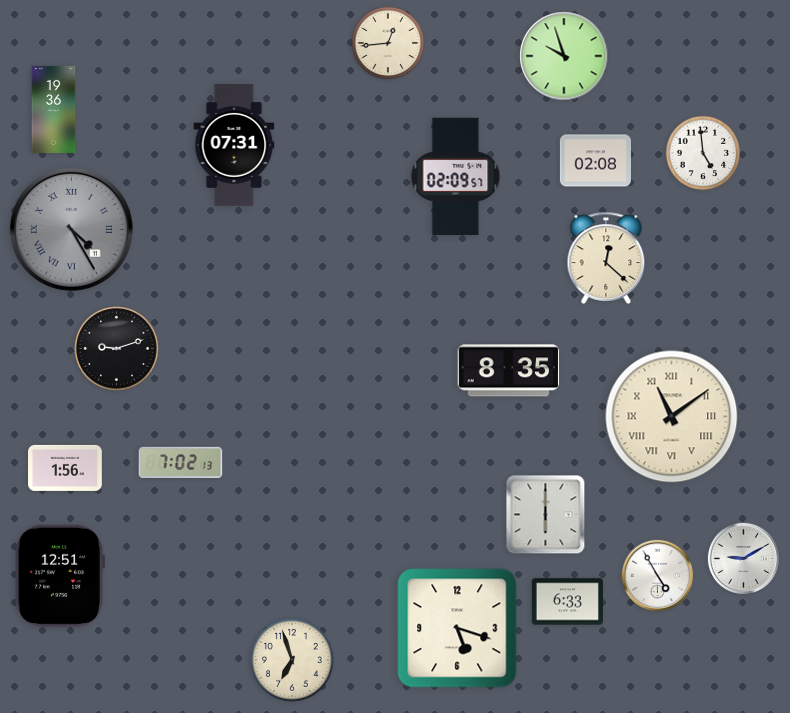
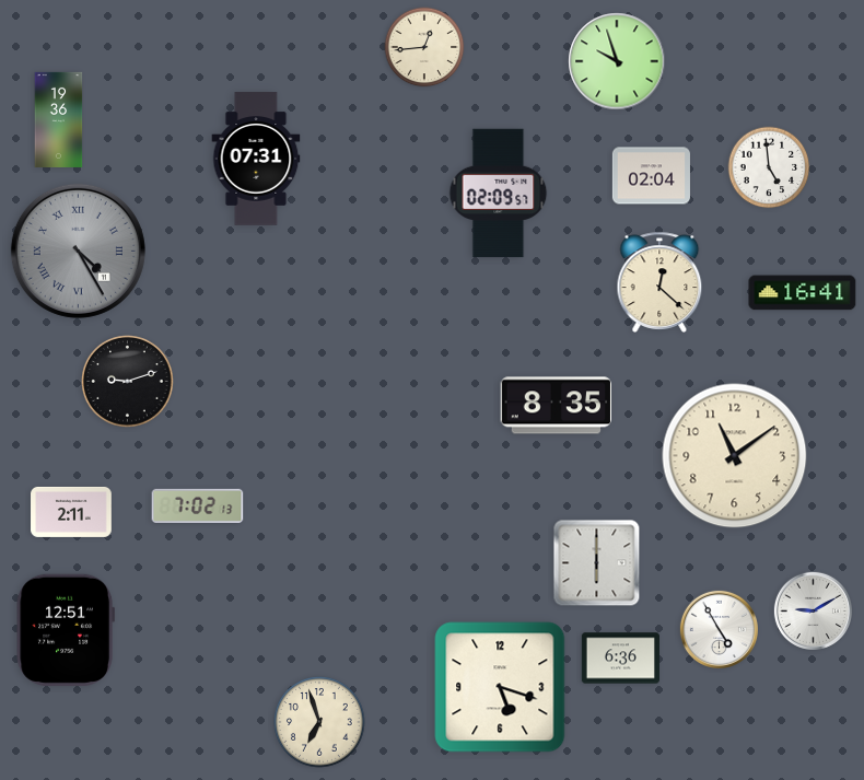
clock at (595, 161): 02:08 -> 02:04
clock at (606, 258) position: (606, 258) -> (659, 282)
clock at (803, 293): none -> 16:41
clock at (672, 417) numerals: Roman -> Arabic
clock at (65, 468): 1:56 -> 2:11
clock at (567, 602): 6:33 -> 6:36
